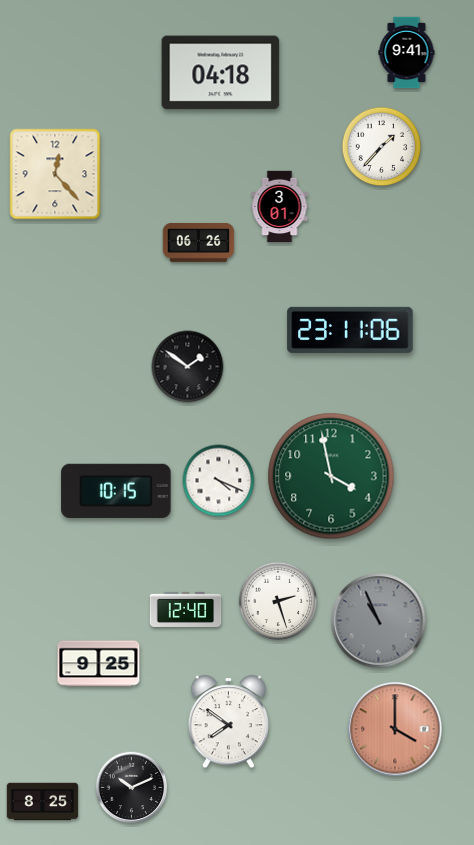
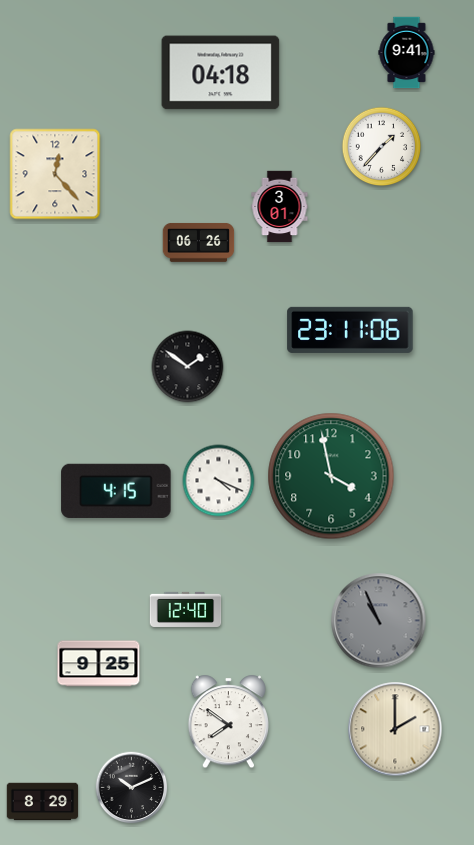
clock at (116, 491): 10:15 -> 4:15
clock at (278, 601): 2:27 -> none
clock at (395, 729): 4:00 -> 2:00
clock at (395, 729) dial: salmon -> cream
clock at (43, 802): 8:25 -> 8:29
